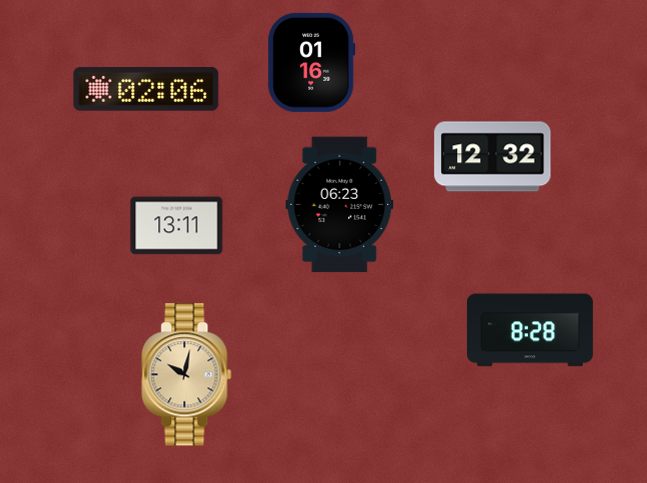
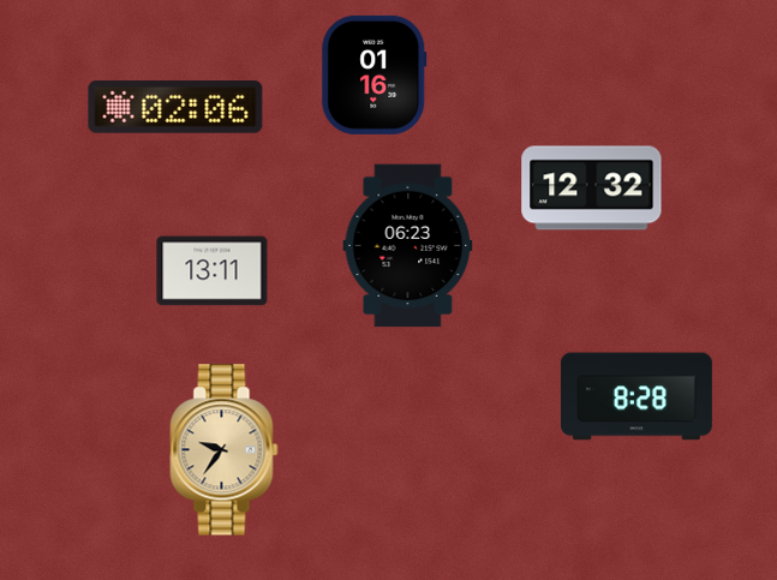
clock at (187, 375): 10:02 -> 9:36
